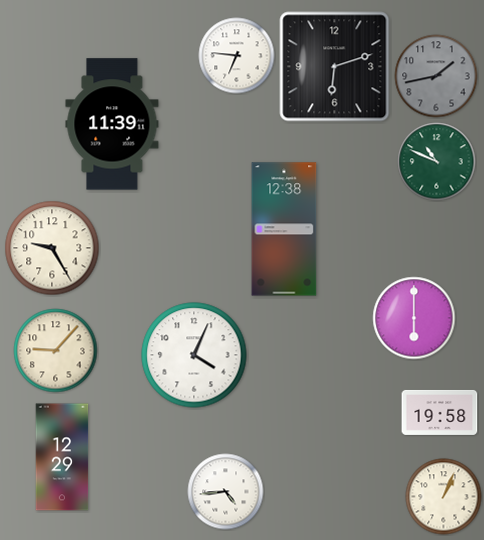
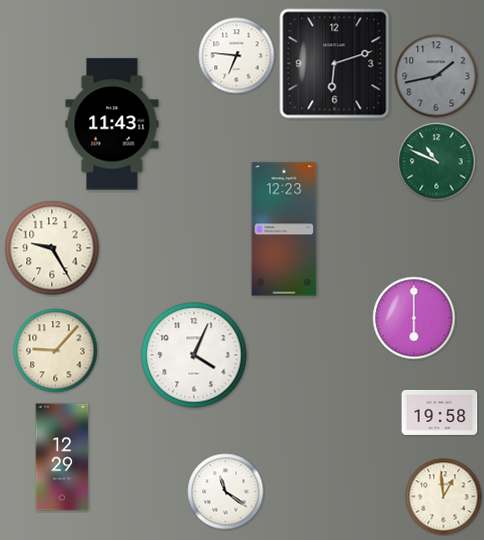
clock at (335, 67) position: (335, 67) -> (335, 64)
clock at (112, 124): 11:39 -> 11:43
clock at (284, 229): 12:38 -> 12:23
clock at (226, 492): 4:44 -> 11:21
clock at (444, 497): 1:04 -> 12:59
